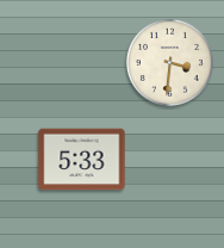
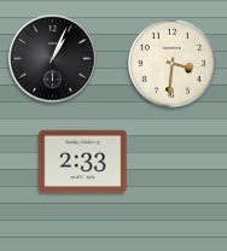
clock at (53, 59): none -> 1:04
clock at (82, 160): 5:33 -> 2:33
